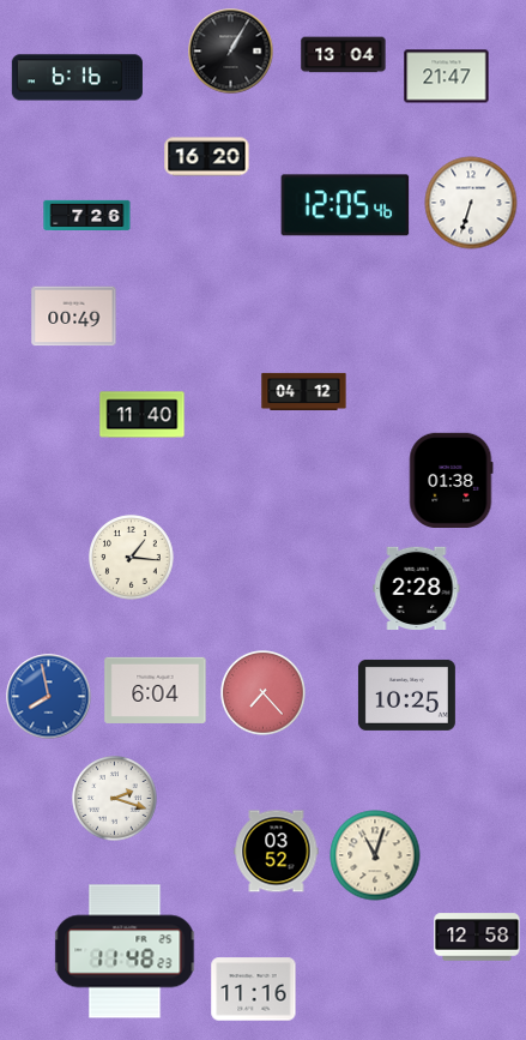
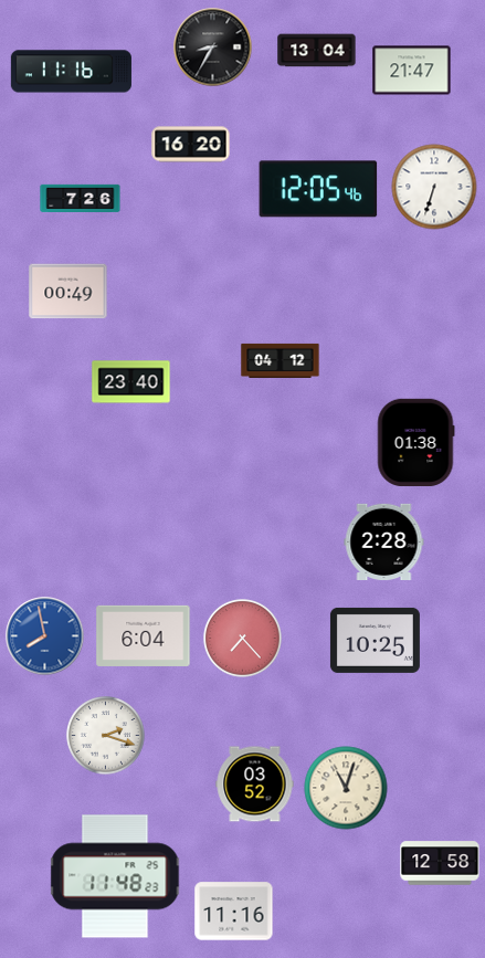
clock at (231, 52): 1:05 -> 8:35
clock at (77, 78): 6:16 -> 11:16
clock at (143, 415): 11:40 -> 23:40
clock at (132, 558): 1:16 -> none
clock at (49, 697) position: (49, 697) -> (45, 636)
